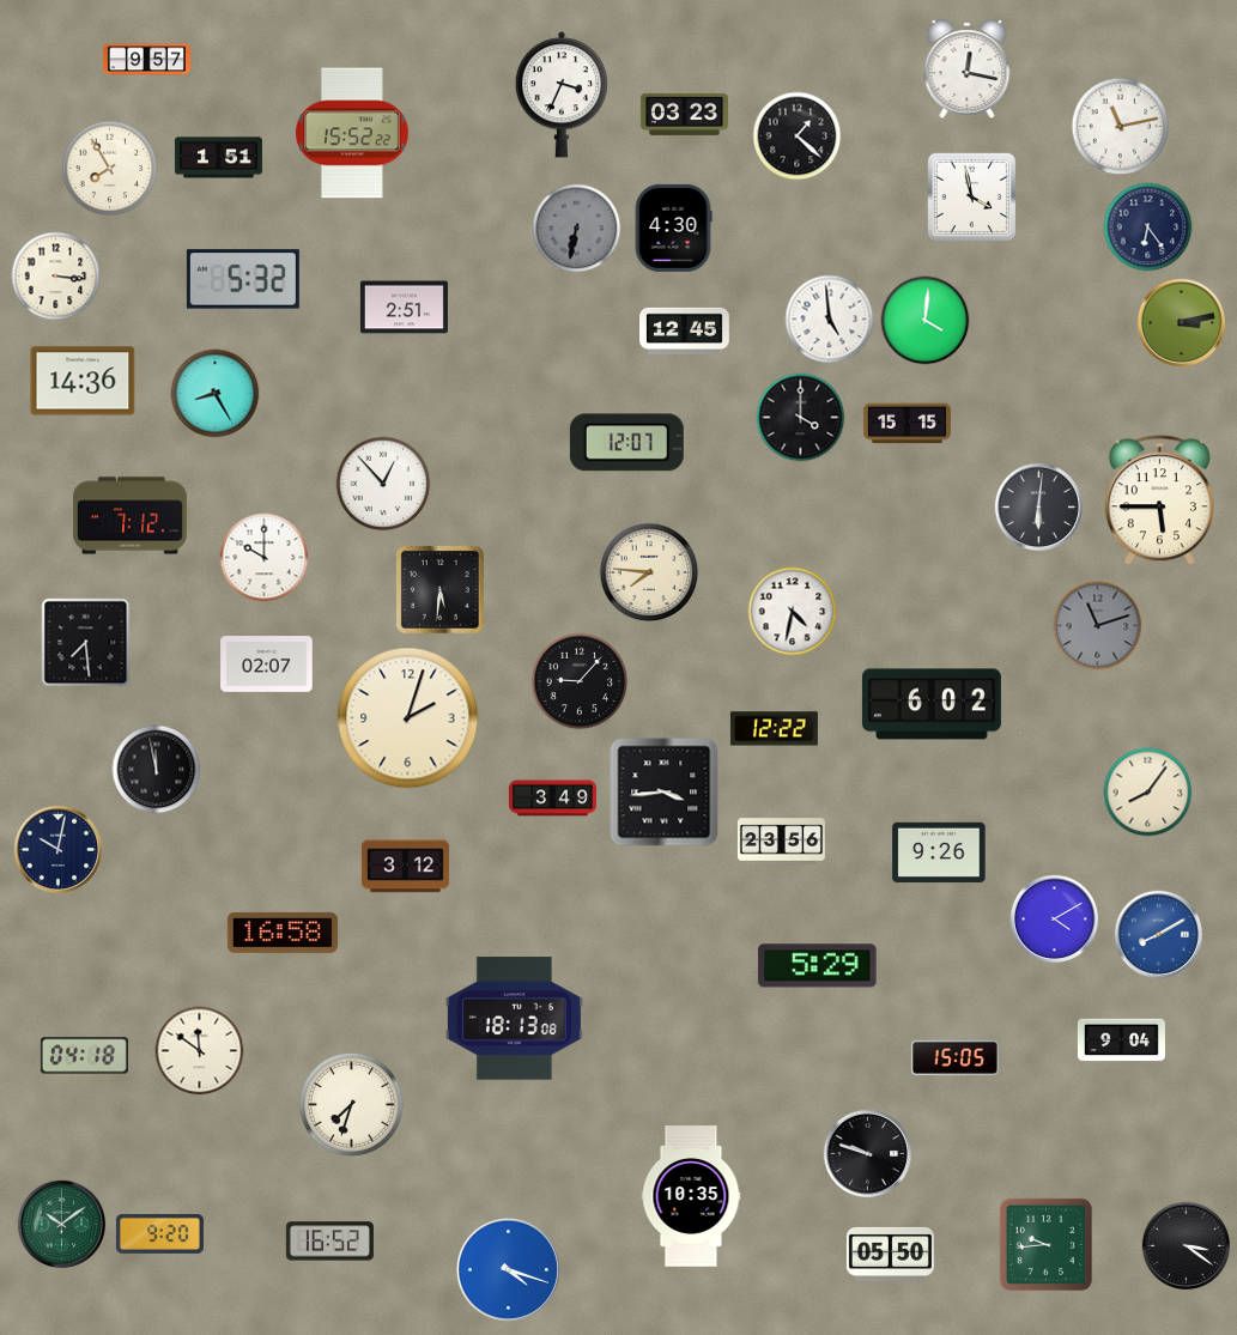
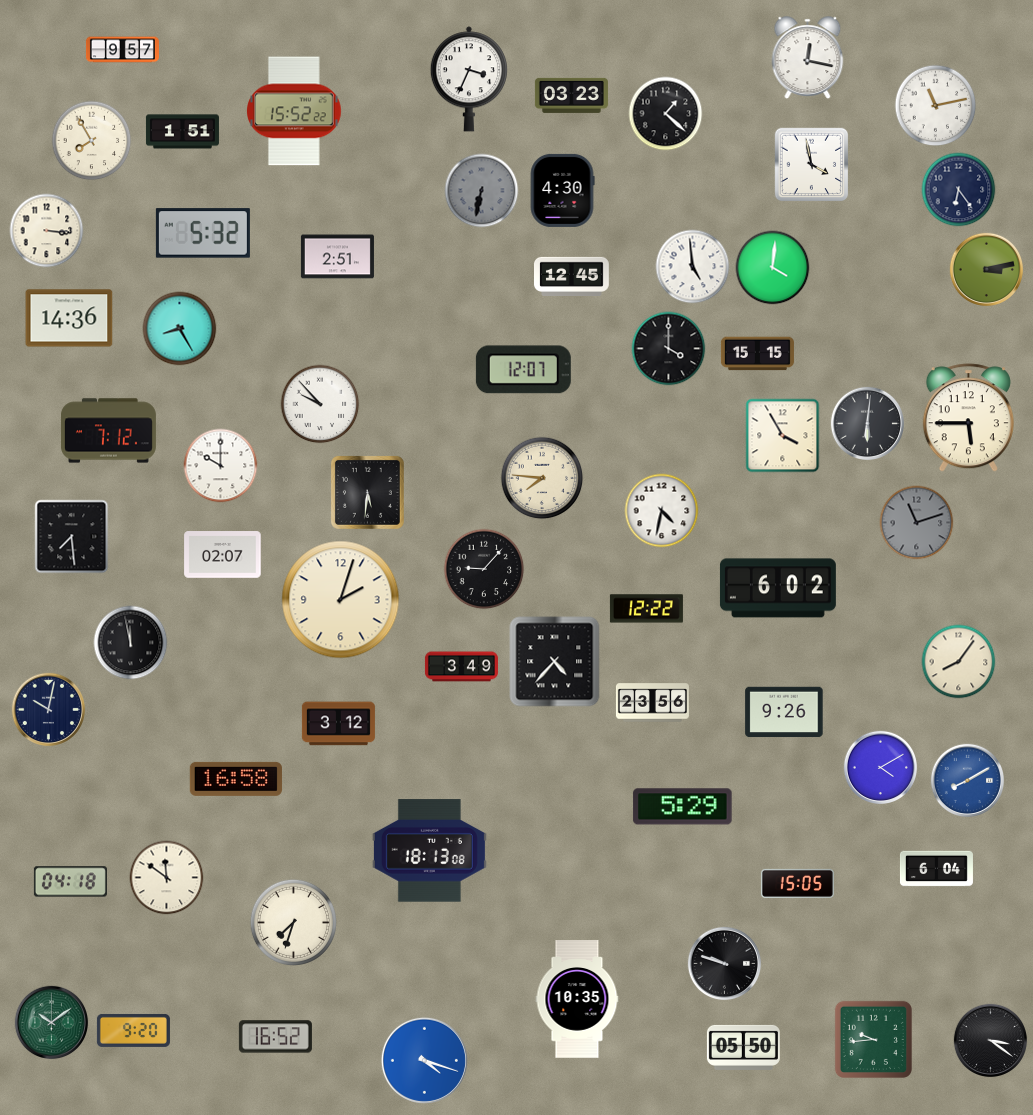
clock at (383, 484): 12:53 -> 9:53
clock at (783, 436): none -> 3:55
clock at (665, 793): 3:44 -> 4:37
clock at (1121, 1040): 9:04 -> 6:04
